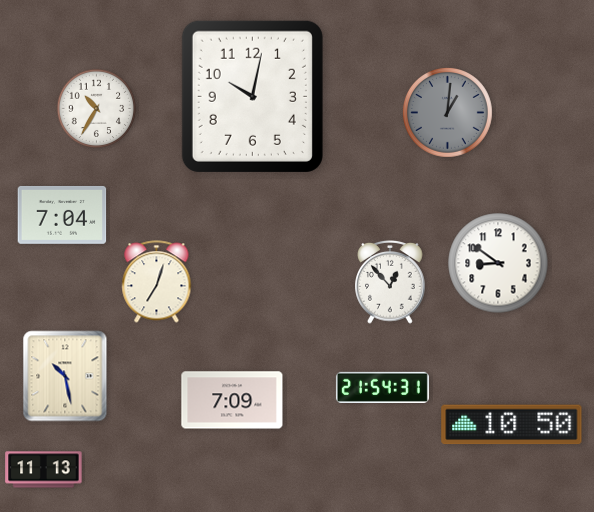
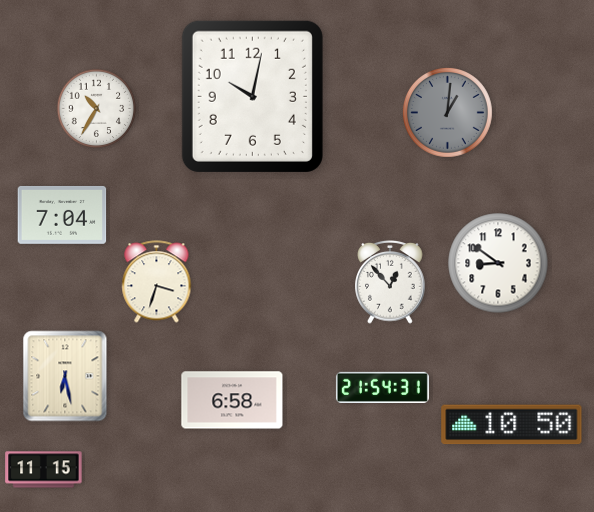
clock at (157, 282): 7:03 -> 3:33
clock at (65, 376): 10:28 -> 6:28
clock at (232, 400): 7:09 -> 6:58
clock at (44, 470): 11:13 -> 11:15
